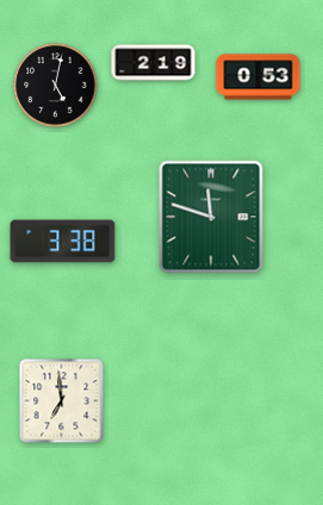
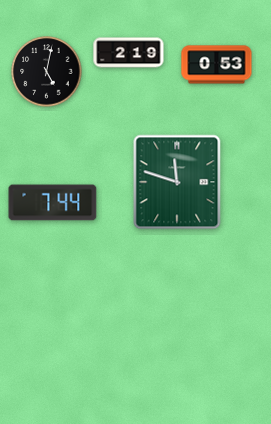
clock at (63, 242): 3:38 -> 7:44
clock at (62, 401): 6:59 -> none
